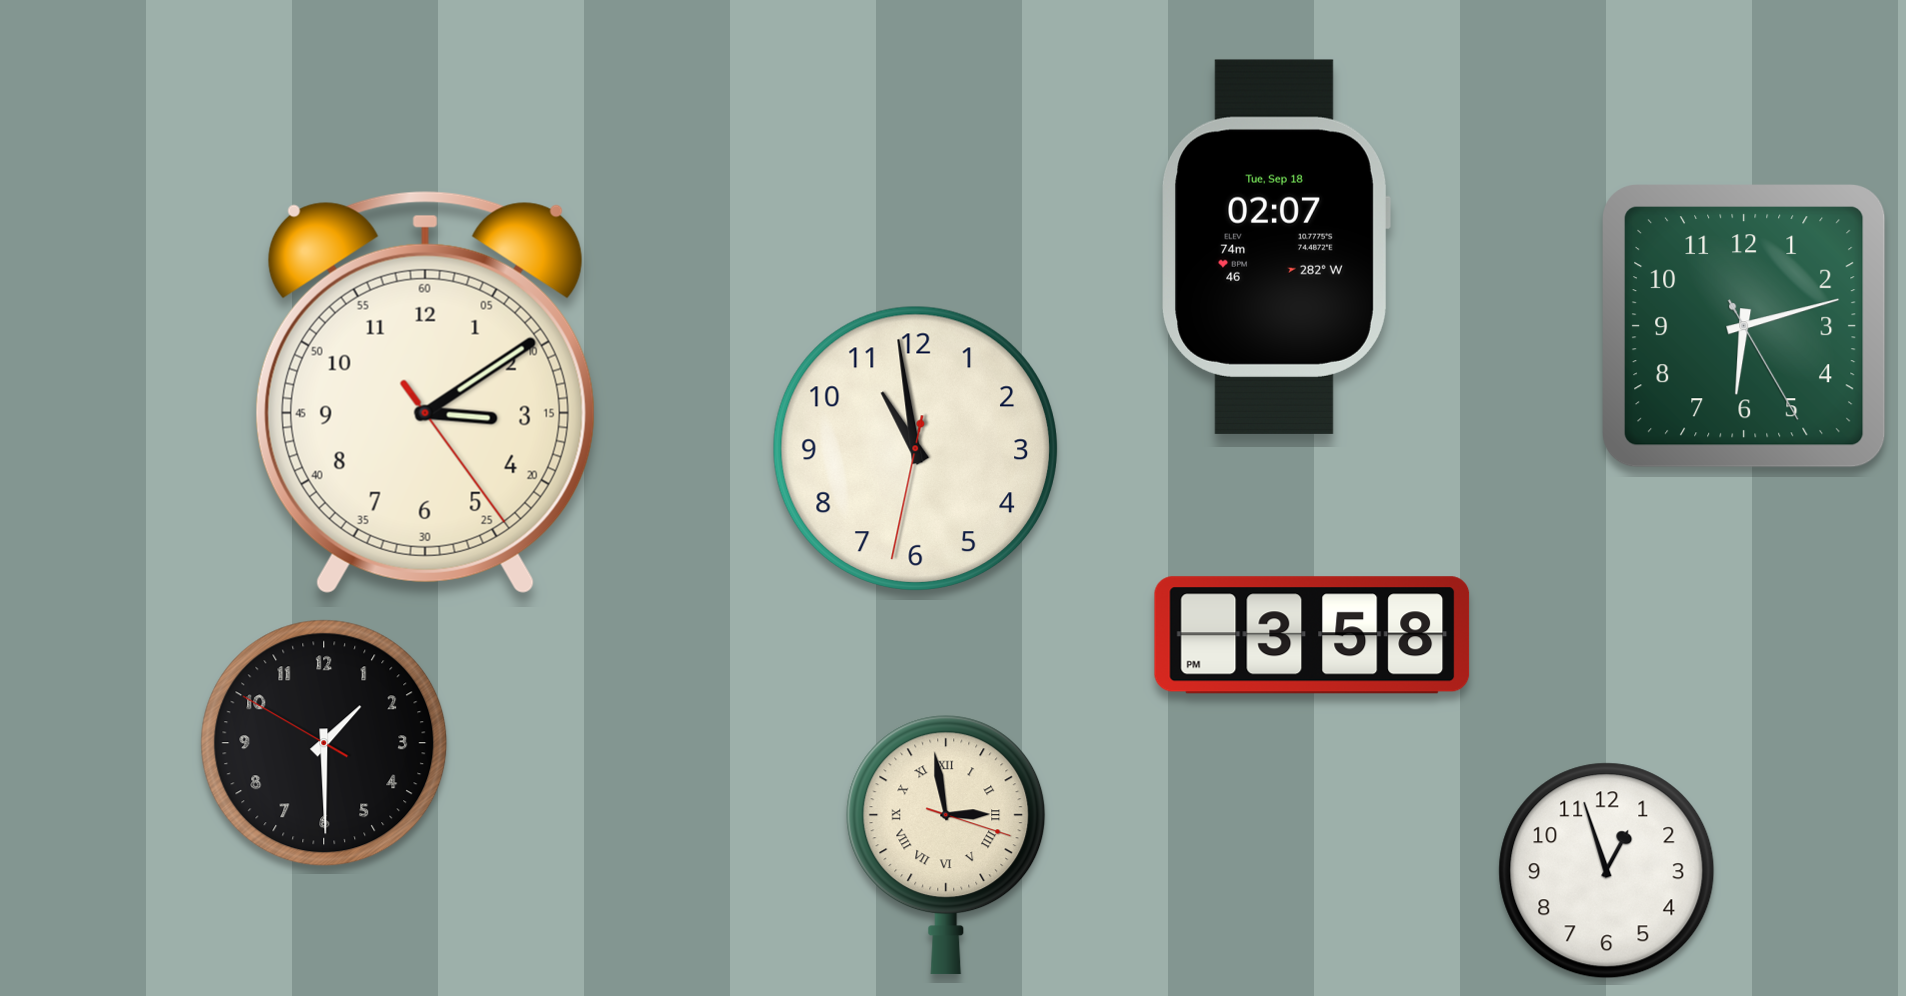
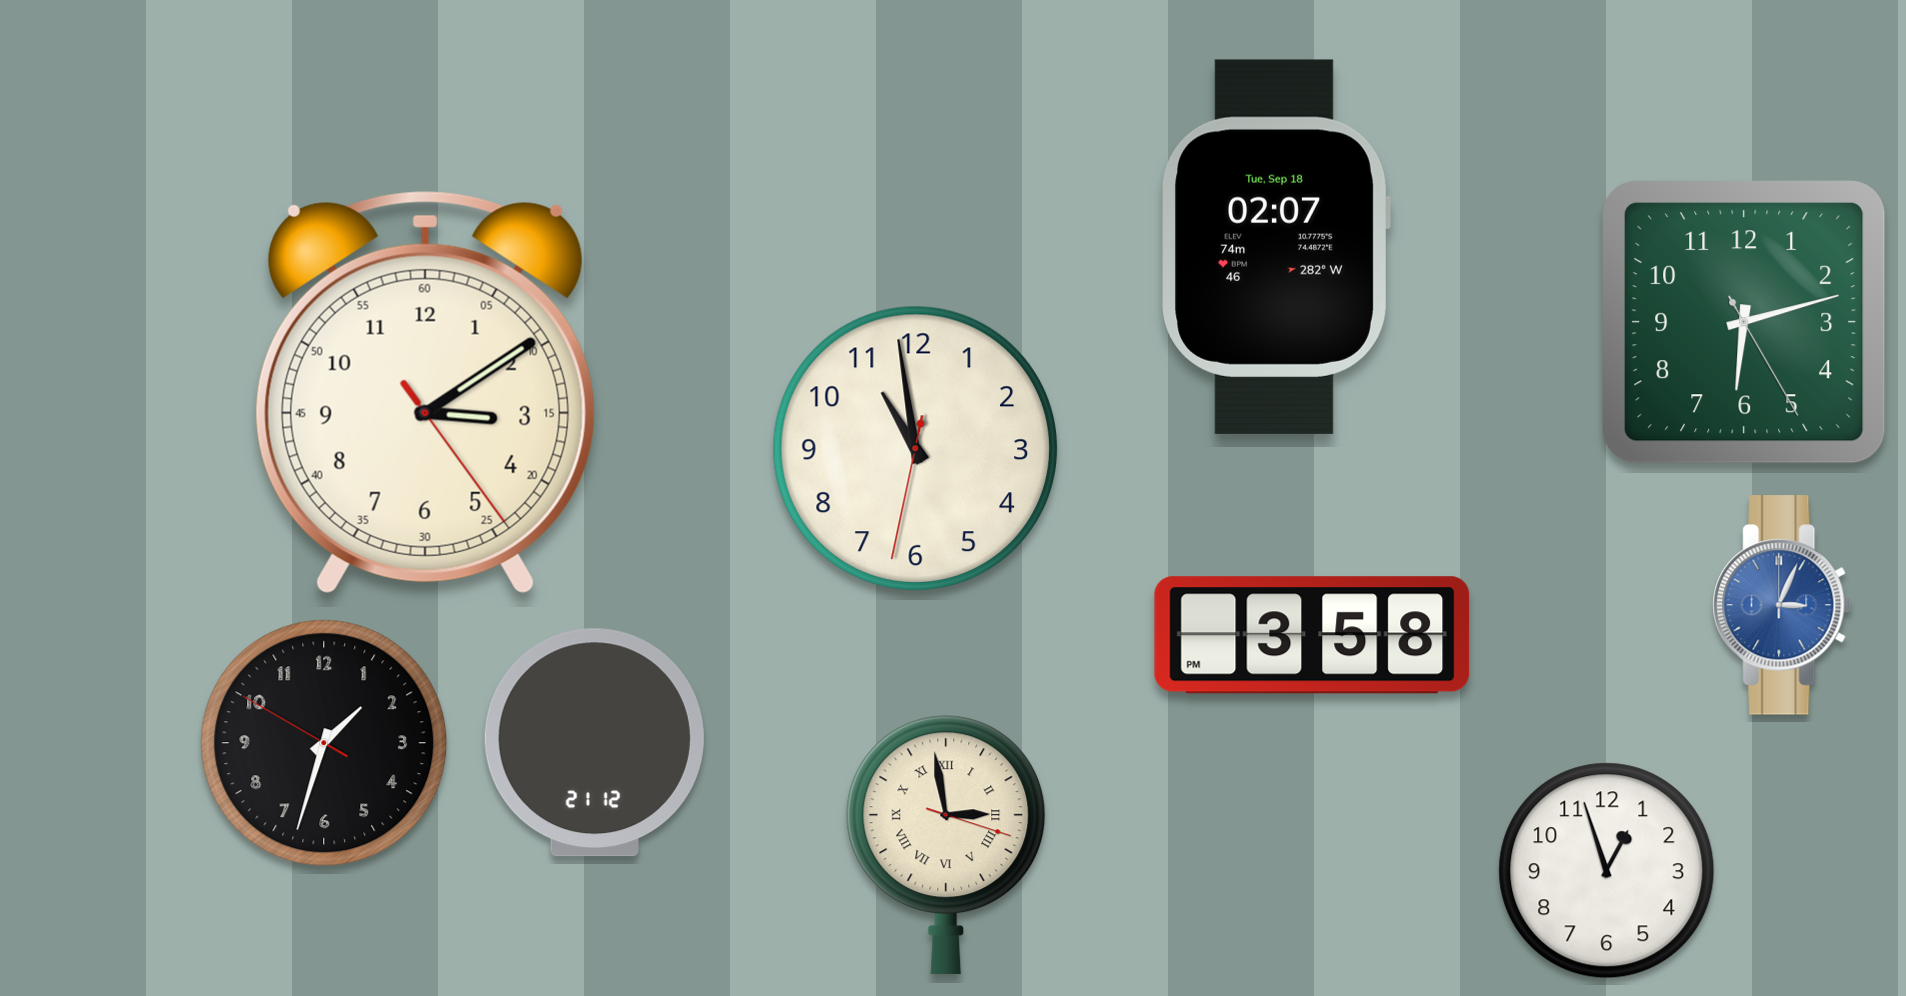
clock at (1744, 326) position: (1744, 326) -> (1744, 322)
clock at (1782, 605): none -> 3:04
clock at (324, 743): 1:29 -> 1:32
clock at (594, 743): none -> 21:12
